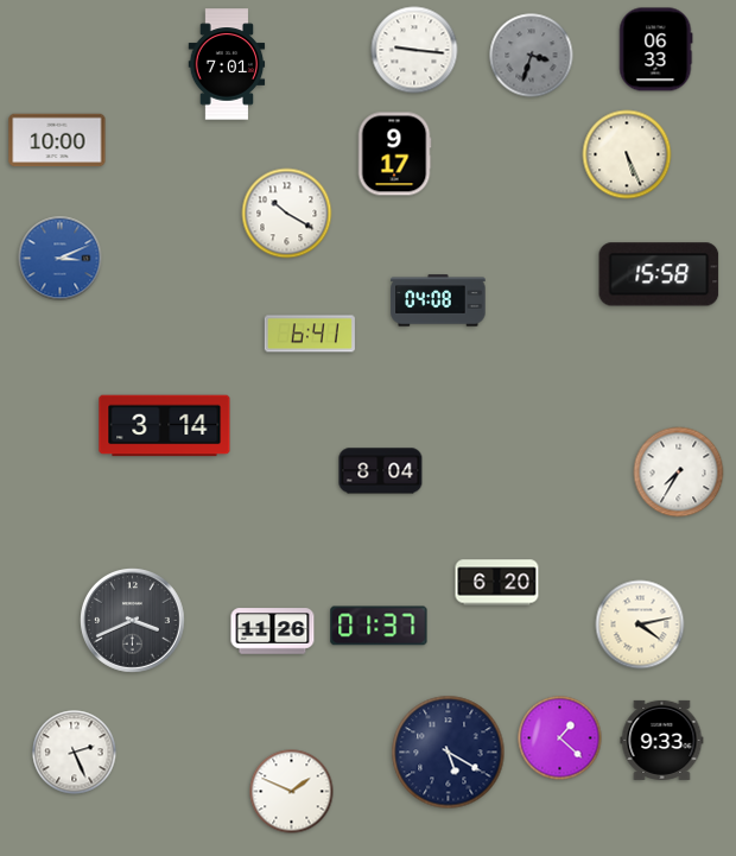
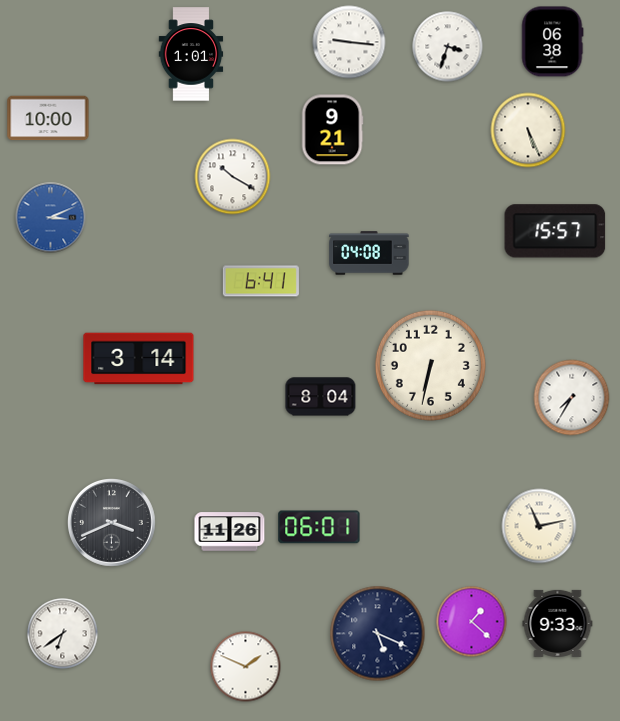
clock at (656, 50): 06:33 -> 06:38
clock at (532, 56) dial: grey -> white
clock at (227, 64): 7:01 -> 1:01
clock at (394, 154): 9:17 -> 9:21
clock at (287, 214) position: (287, 214) -> (233, 177)
clock at (659, 274): 15:58 -> 15:57
clock at (430, 365): none -> 6:32
clock at (497, 583): 6:20 -> none
clock at (640, 624): 4:13 -> 11:13
clock at (379, 626): 01:37 -> 06:01
clock at (75, 753): 2:26 -> 6:39
clock at (449, 753): 5:20 -> 5:19
